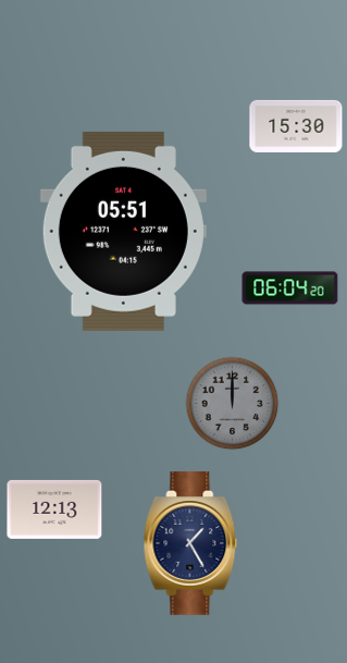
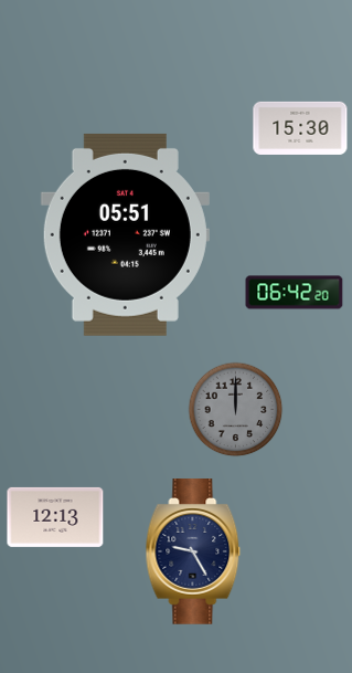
clock at (290, 288): 06:04 -> 06:42
clock at (190, 543): 1:25 -> 9:25
